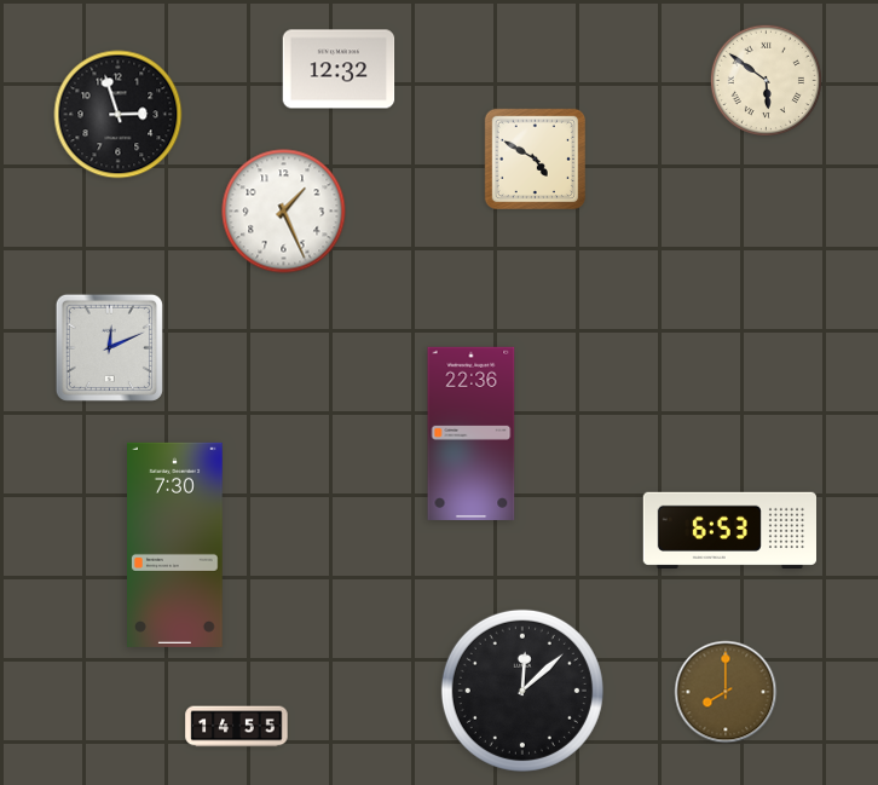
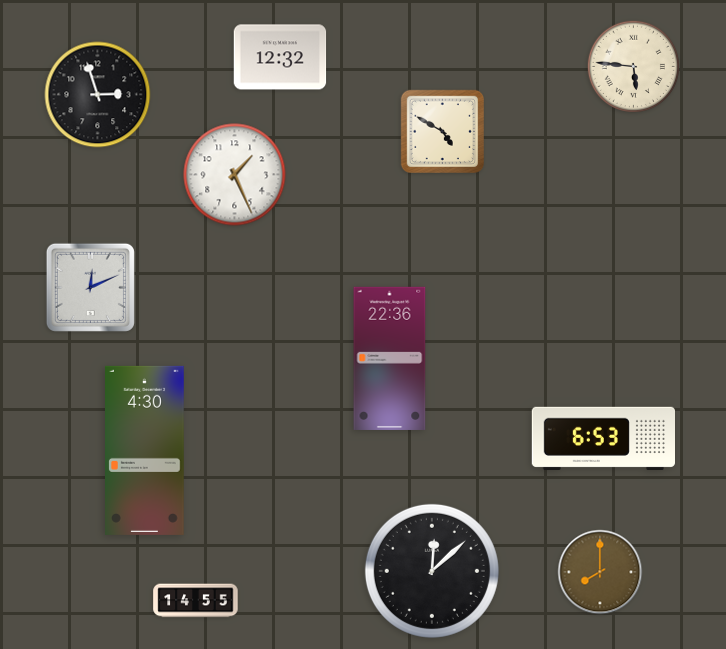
clock at (766, 80): 5:51 -> 5:46
clock at (175, 544): 7:30 -> 4:30
